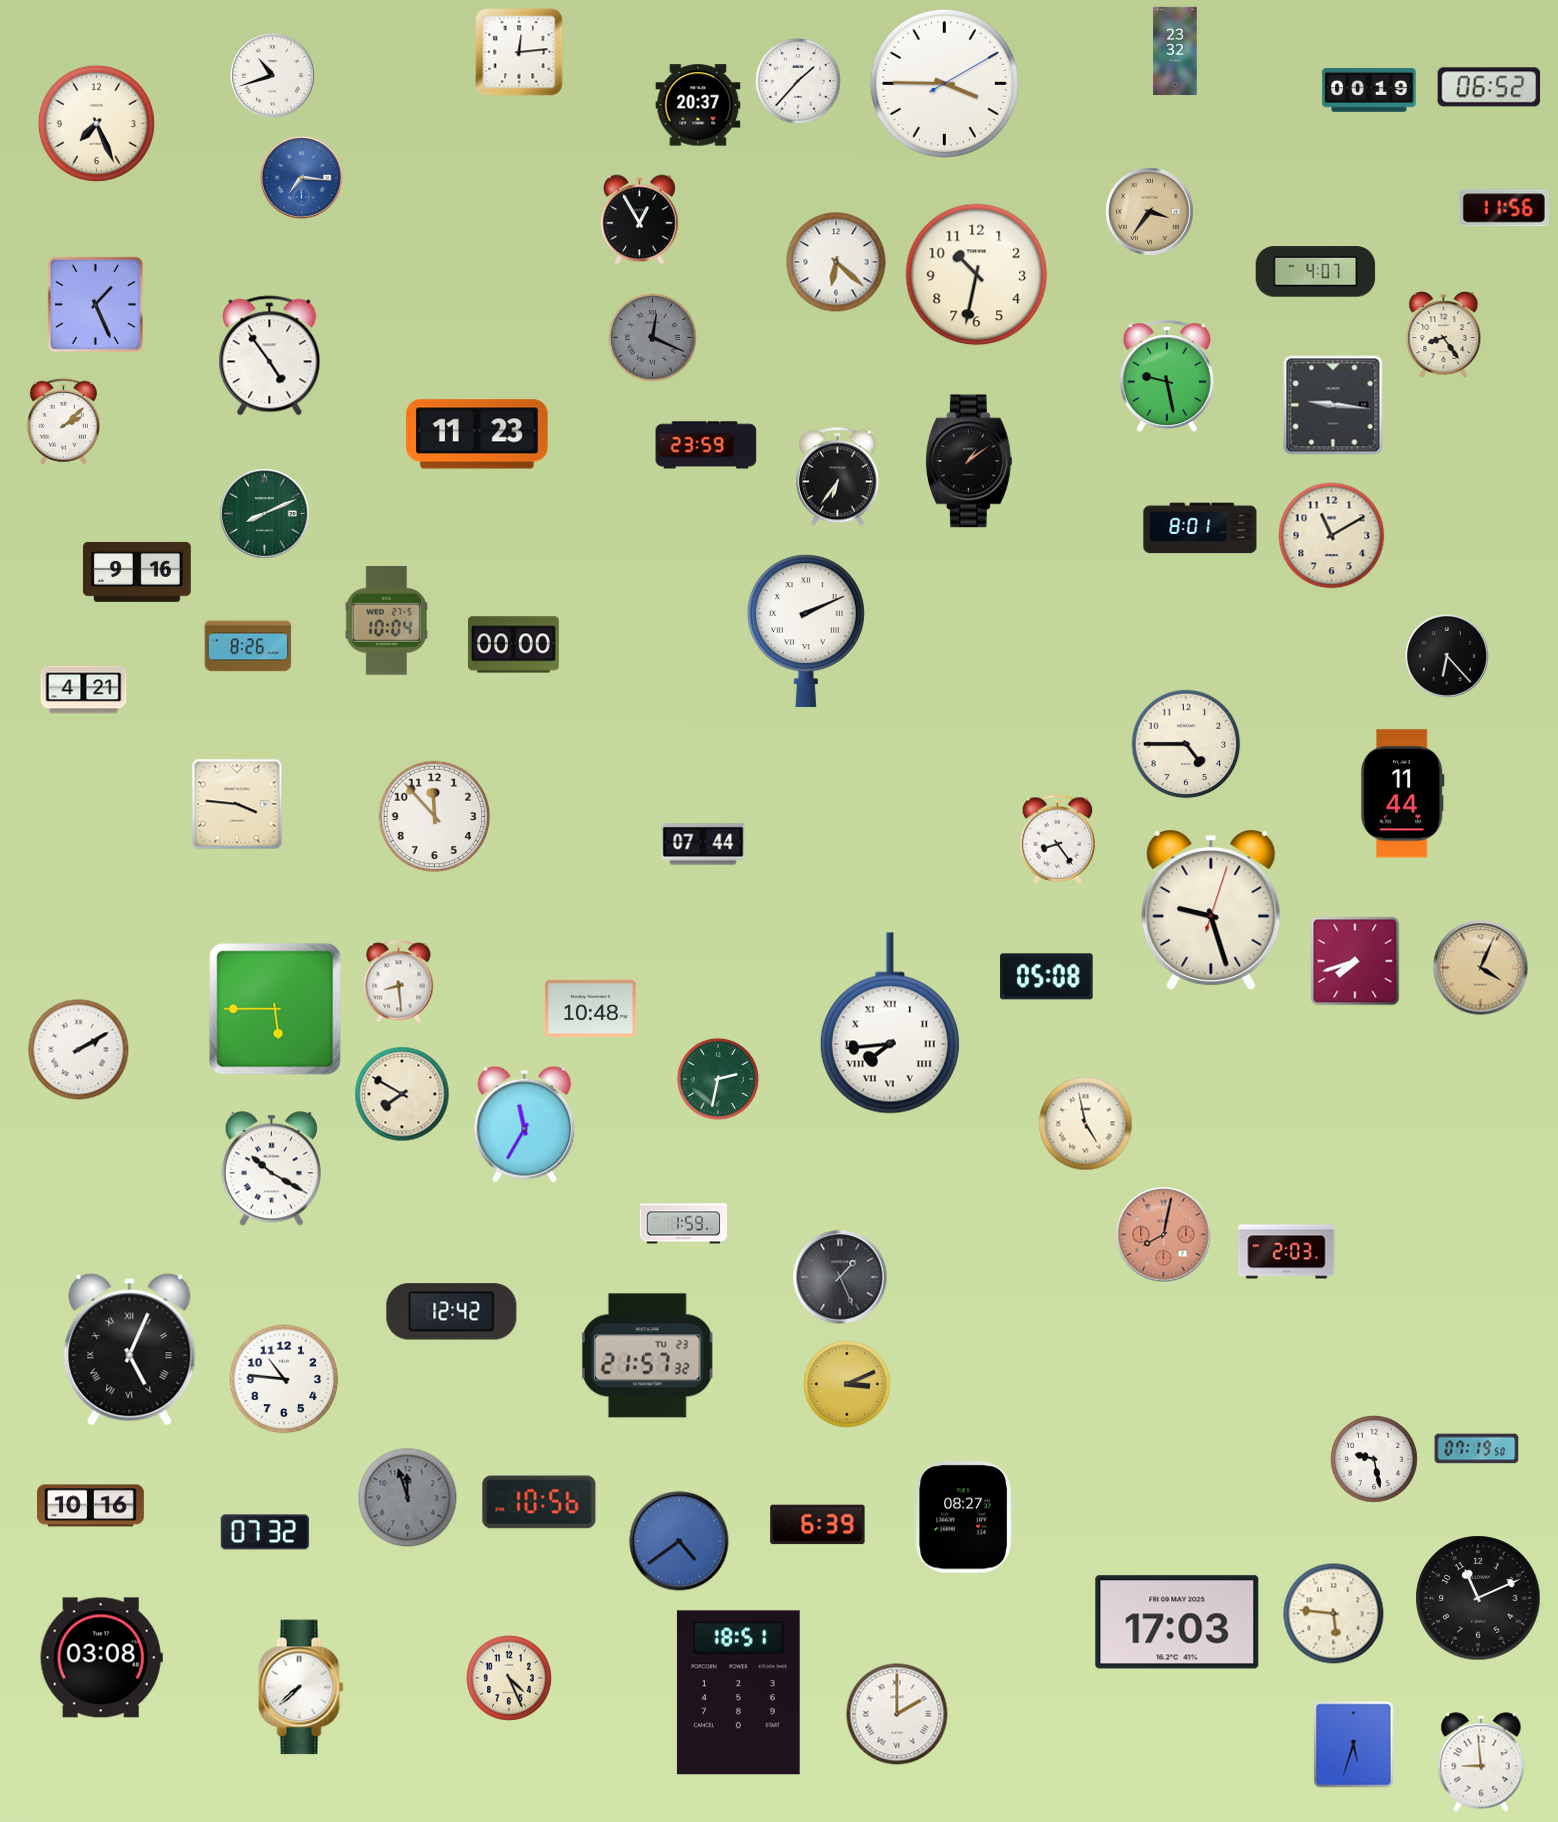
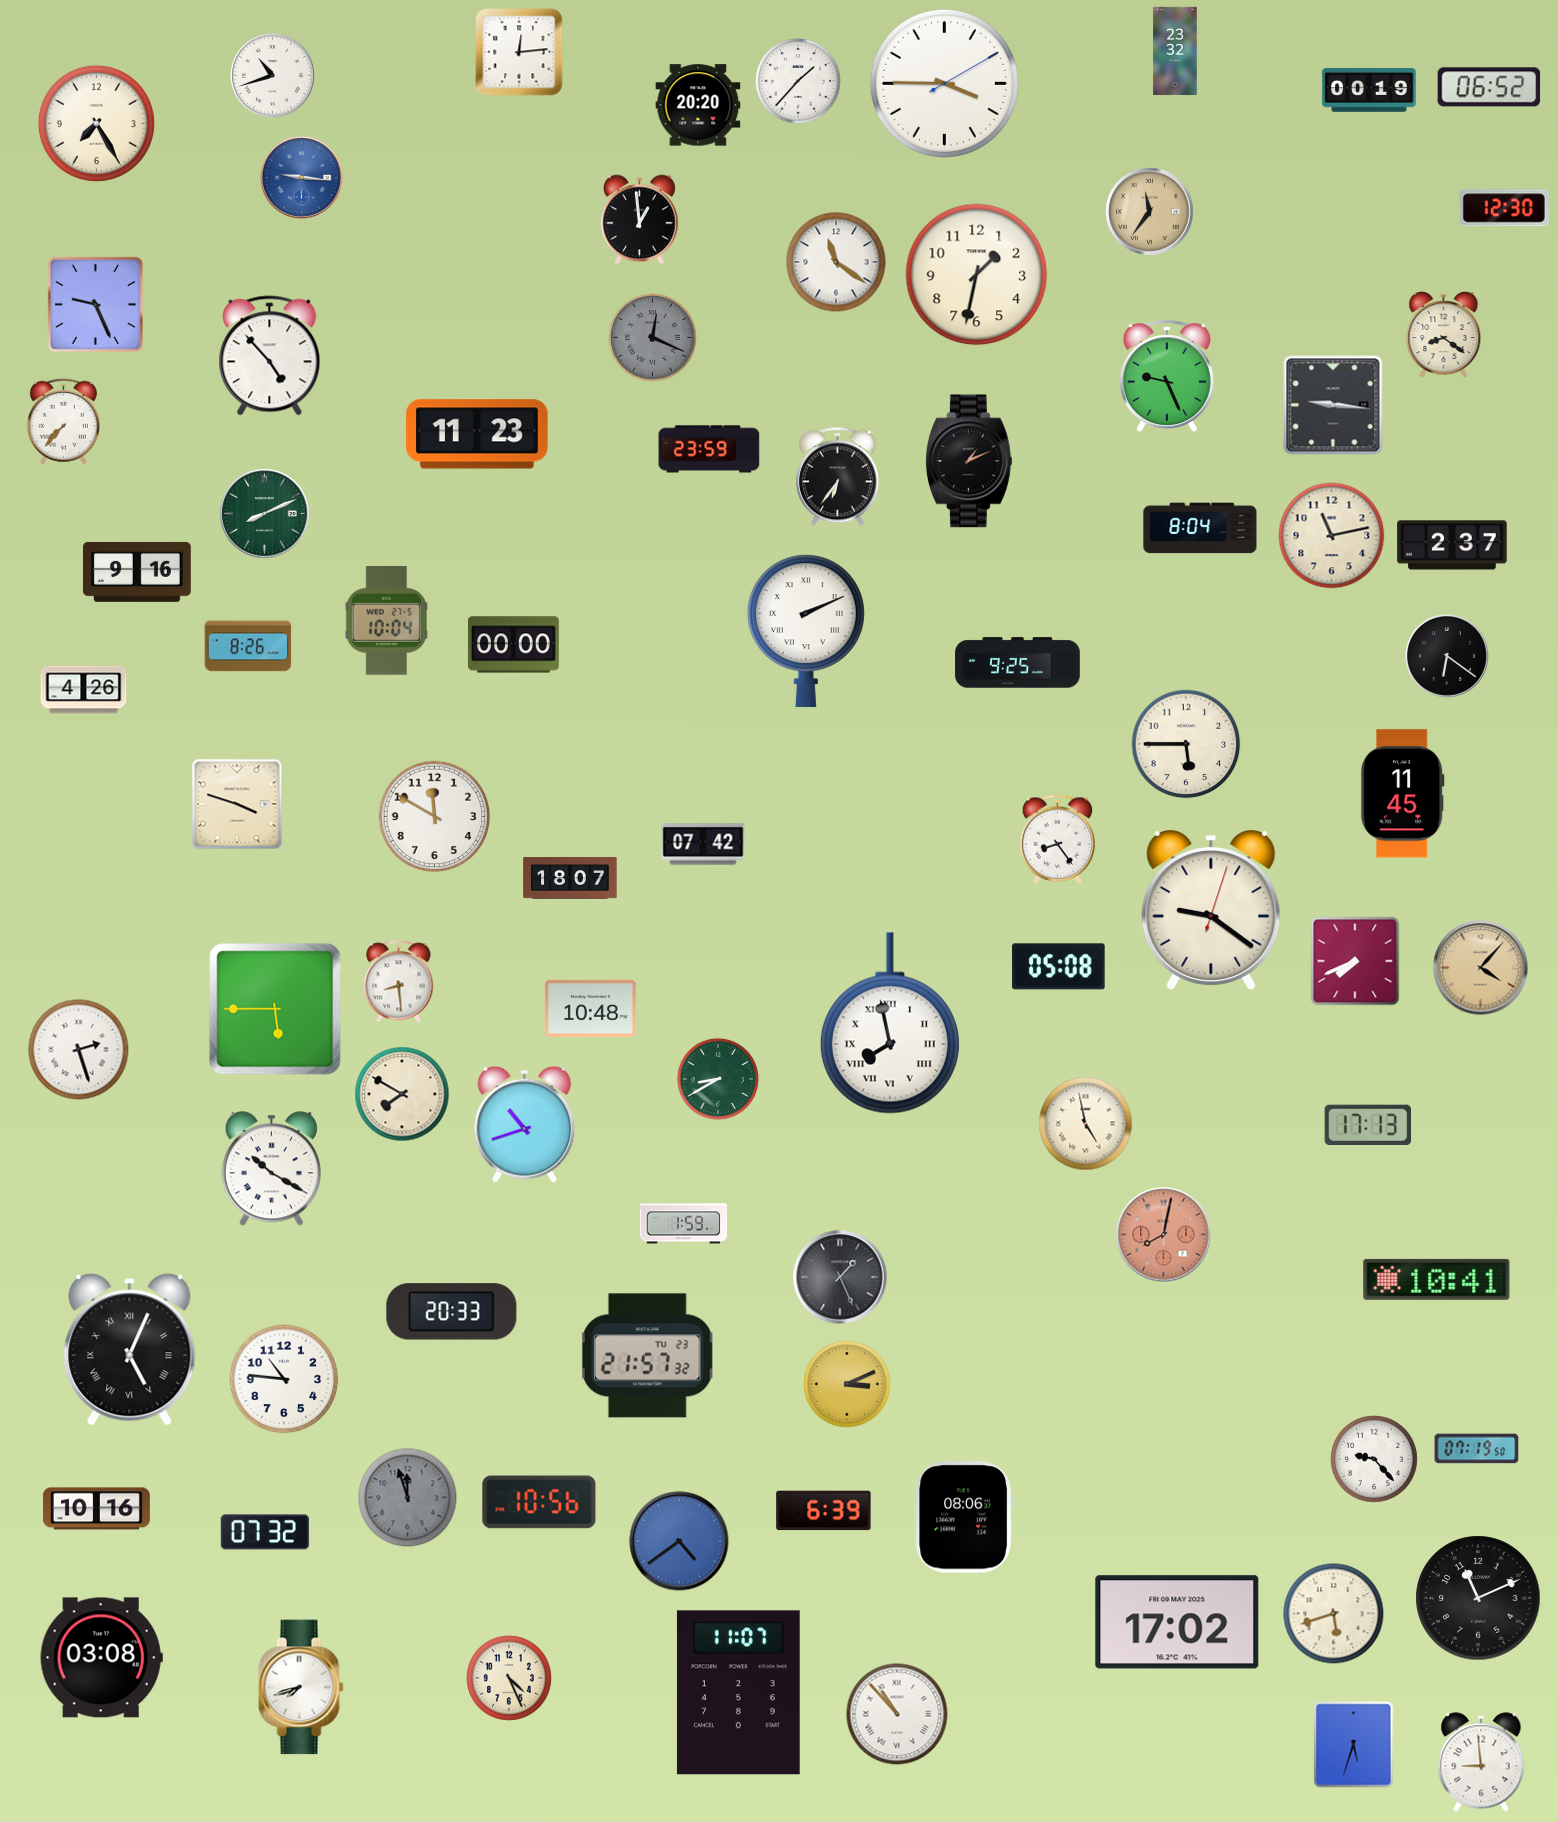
clock at (698, 105): 20:37 -> 20:20
clock at (96, 123): 7:26 -> 7:25
clock at (301, 177): 7:16 -> 9:16
clock at (1504, 208): 11:56 -> 12:30
clock at (1150, 212): 3:36 -> 11:36
clock at (640, 220): 12:55 -> 12:59
clock at (836, 262): 6:22 -> 11:21
clock at (1316, 272): 4:07 -> none
clock at (977, 275): 10:32 -> 1:32
clock at (95, 304): 1:26 -> 9:26
clock at (1444, 335): 8:24 -> 8:21
clock at (270, 356): 4:54 -> 4:53
clock at (1167, 376): 9:28 -> 9:26
clock at (63, 421): 2:08 -> 7:37
clock at (706, 445) position: (706, 445) -> (709, 449)
clock at (969, 461): 1:09 -> 1:11
clock at (1200, 528): 8:01 -> 8:04
clock at (1332, 536): 11:10 -> 11:13
clock at (1452, 545): none -> 2:37
clock at (1447, 656): 6:23 -> 6:21
clock at (1018, 663): none -> 9:25
clock at (84, 690): 4:21 -> 4:26
clock at (1186, 744): 4:45 -> 5:45
clock at (1402, 794): 11:44 -> 11:45
clock at (237, 804): 3:46 -> 3:48
clock at (435, 817): 11:53 -> 11:50
clock at (703, 844): 07:44 -> 07:42
clock at (570, 878): none -> 18:07
clock at (1211, 910): 9:27 -> 9:21
clock at (1355, 961): 7:42 -> 7:41
clock at (1481, 968): 4:04 -> 4:07
clock at (1047, 977) position: (1047, 977) -> (1059, 967)
clock at (890, 1023): 7:44 -> 7:58
clock at (79, 1050): 2:10 -> 2:27
clock at (718, 1079): 2:32 -> 8:40
clock at (525, 1124): 11:35 -> 10:42
clock at (1368, 1124): none -> 17:13
clock at (1287, 1252): 2:03 -> none
clock at (1437, 1279): none -> 10:41
clock at (452, 1312): 12:42 -> 20:33
clock at (1375, 1460): 9:28 -> 9:23
clock at (90, 1506) position: (90, 1506) -> (96, 1509)
clock at (964, 1517): 08:27 -> 08:06
clock at (818, 1525) position: (818, 1525) -> (824, 1511)
clock at (1334, 1614): 5:46 -> 5:42
clock at (1177, 1622): 17:03 -> 17:02
clock at (301, 1687): 7:38 -> 7:42
clock at (738, 1693): 18:51 -> 11:07
clock at (897, 1714): 2:00 -> 10:53
